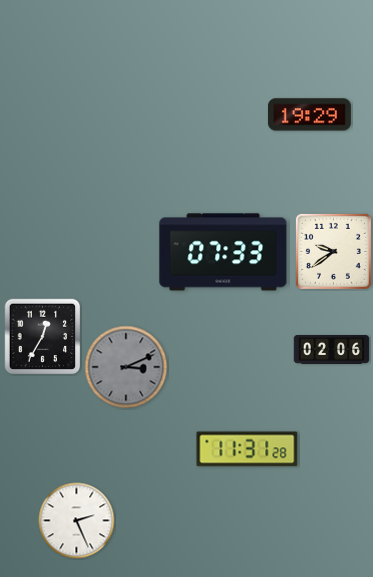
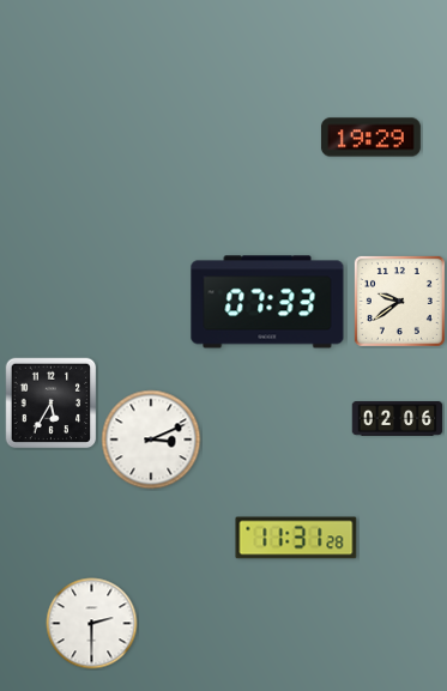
clock at (42, 336): 12:35 -> 5:35
clock at (126, 367) dial: grey -> white
clock at (77, 521): 2:26 -> 2:30
